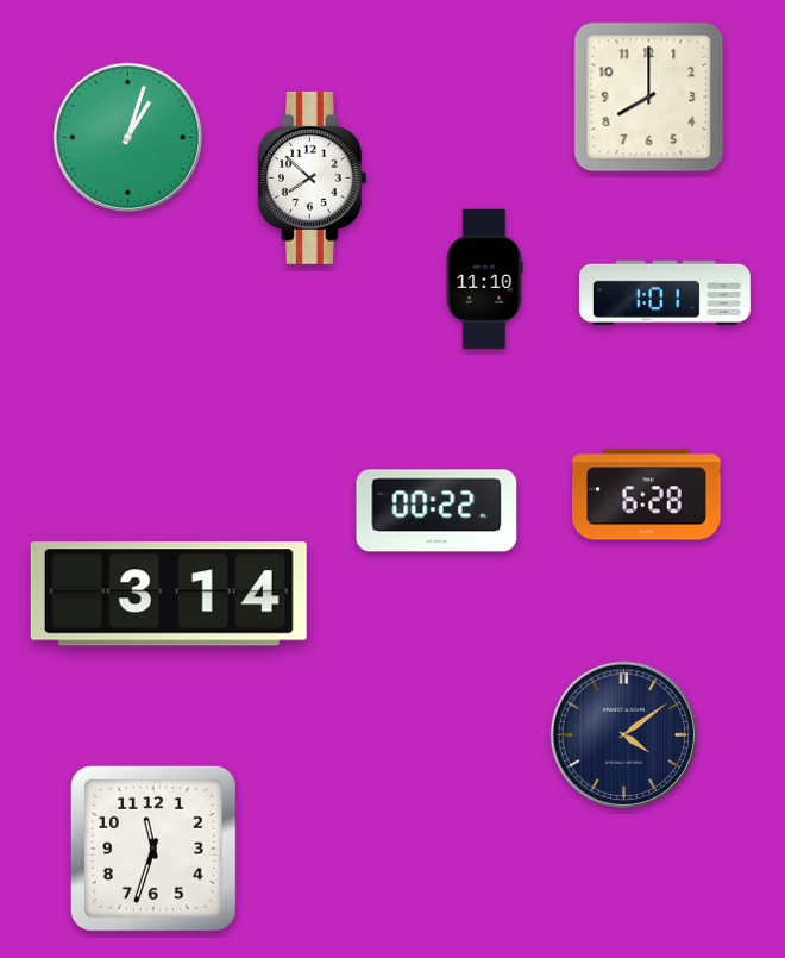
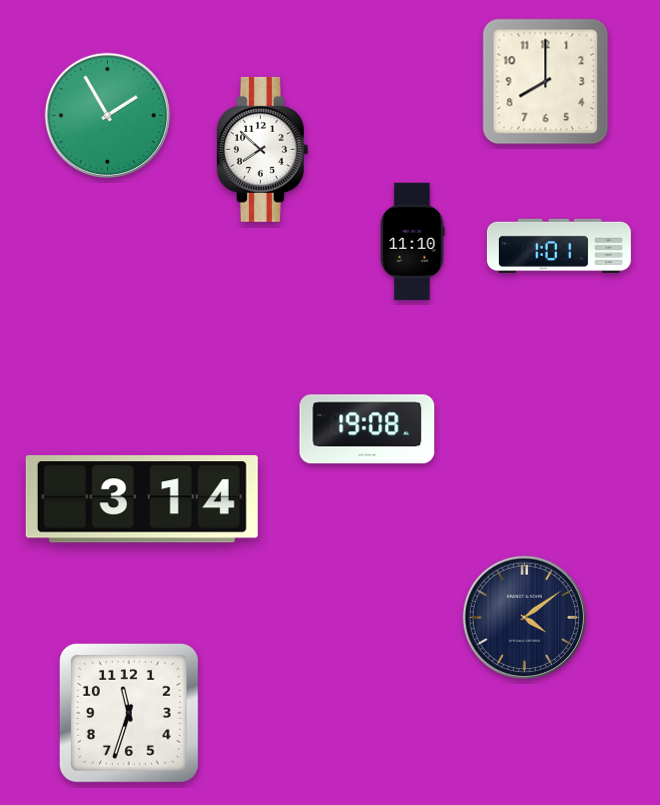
clock at (127, 137): 1:03 -> 1:55
clock at (484, 280) position: (484, 280) -> (412, 242)
clock at (647, 495): 6:28 -> none
clock at (437, 511): 00:22 -> 19:08
